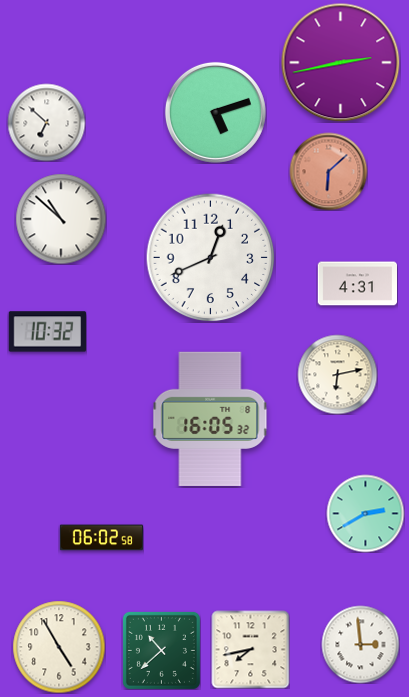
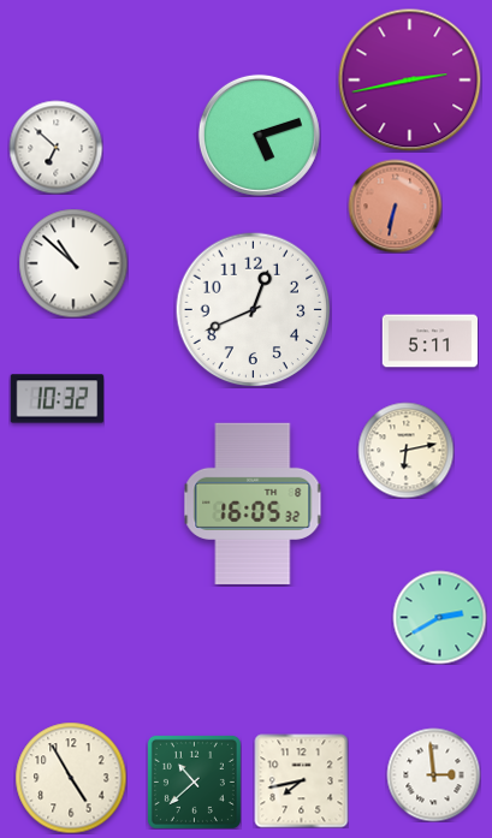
clock at (341, 63) position: (341, 63) -> (410, 81)
clock at (328, 171): 6:08 -> 6:32
clock at (357, 284): 4:31 -> 5:11
clock at (101, 538): 06:02 -> none
